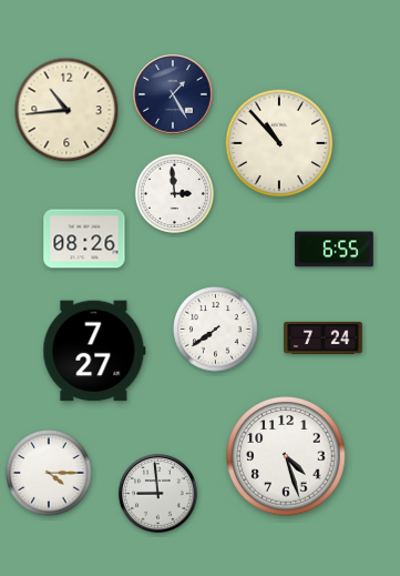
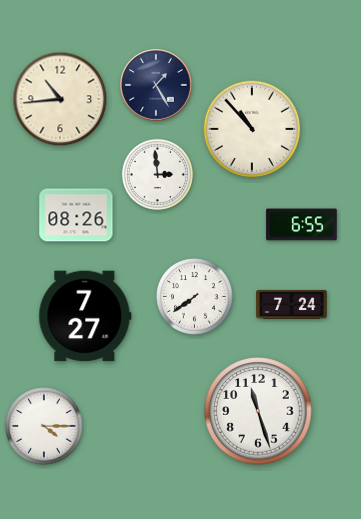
clock at (286, 456): 4:27 -> 11:27
clock at (158, 494): 8:59 -> none
